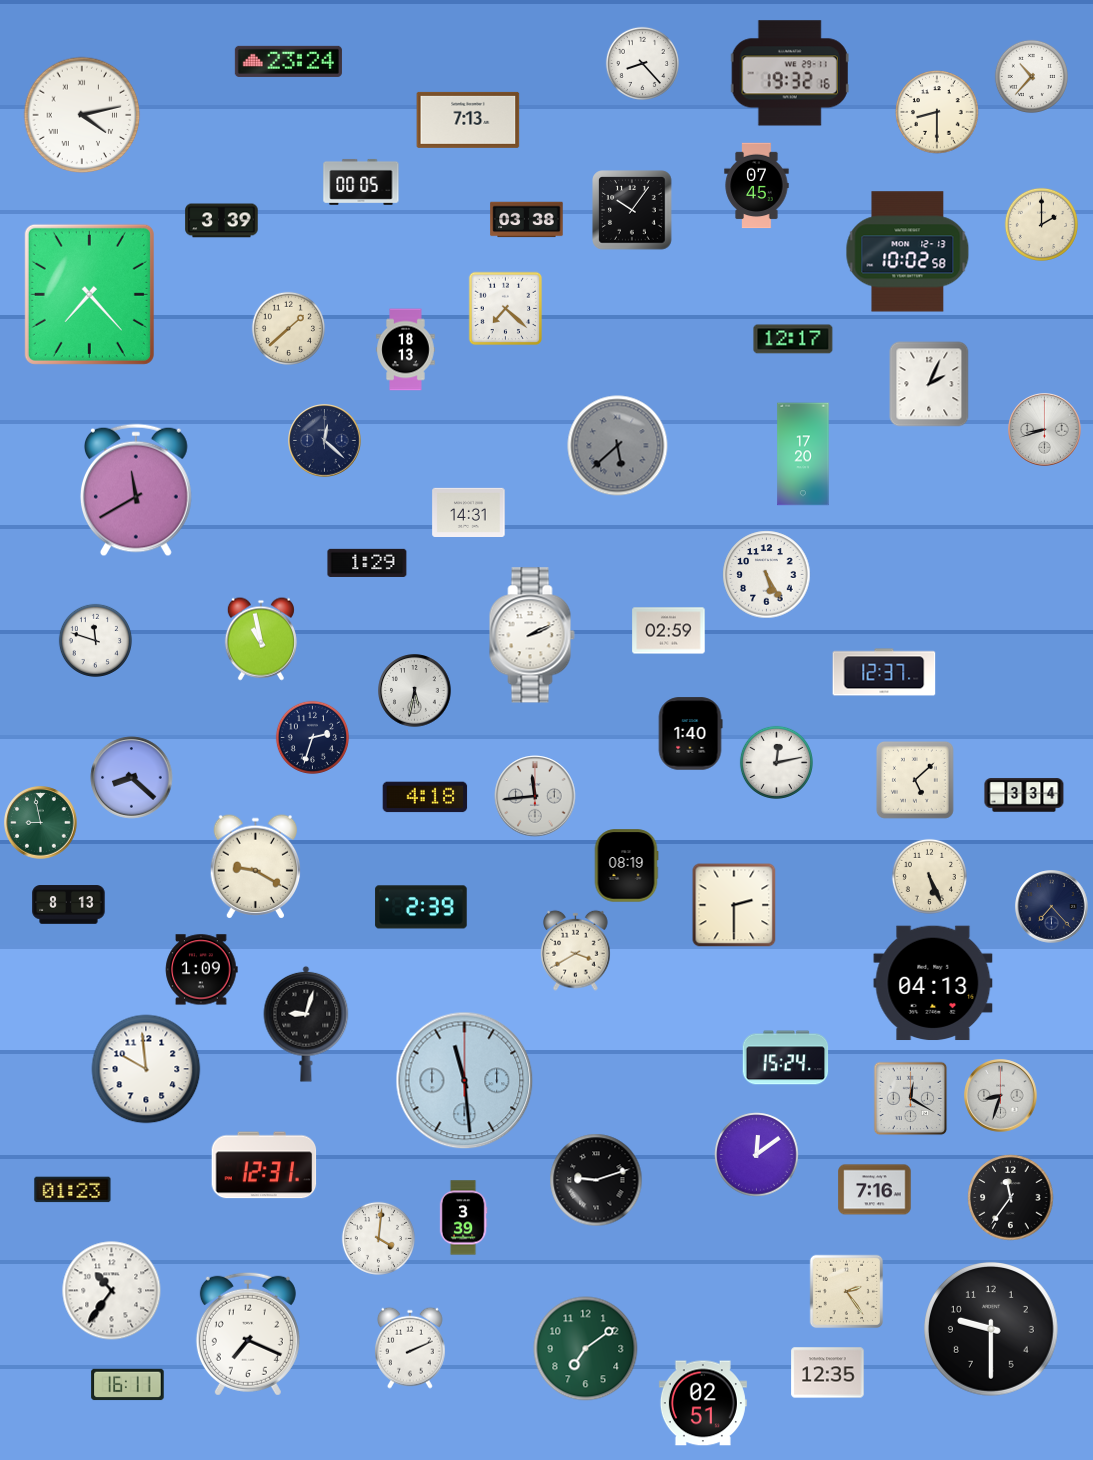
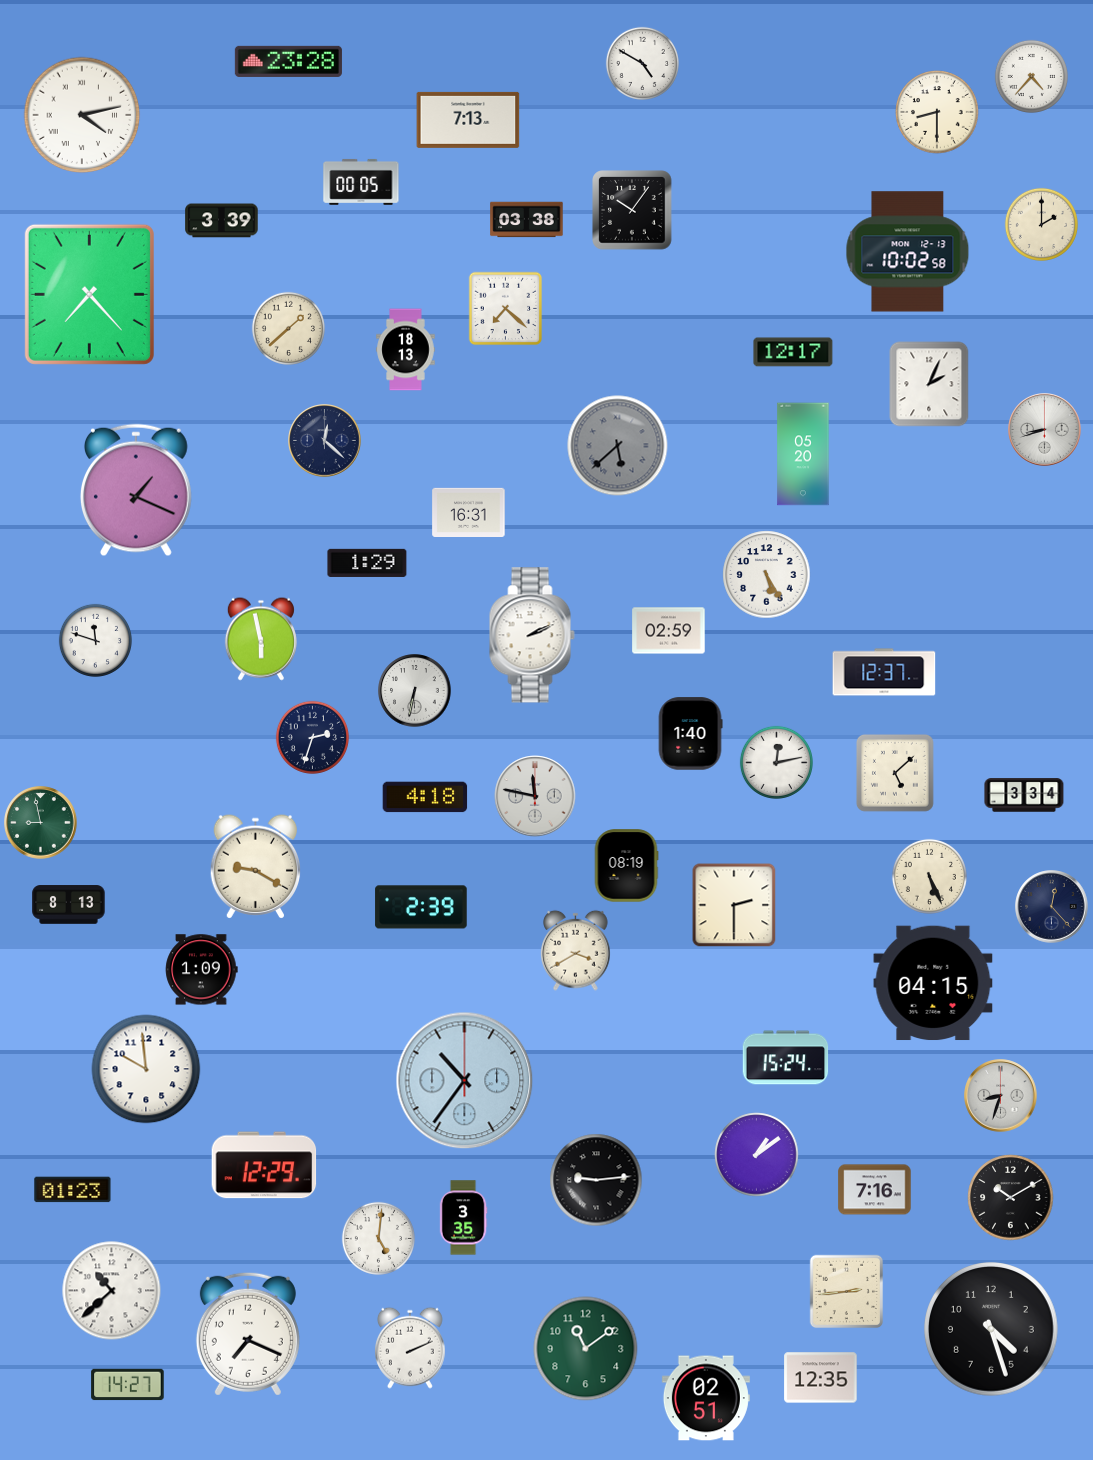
clock at (288, 61): 23:24 -> 23:28
clock at (642, 63): 8:23 -> 4:50
clock at (790, 73): 19:32 -> none
clock at (1031, 76): 10:37 -> 4:37
clock at (757, 186): 07:45 -> none
clock at (793, 339) position: (793, 339) -> (793, 352)
clock at (803, 454): 17:20 -> 05:20
clock at (136, 490): 11:40 -> 1:19
clock at (469, 512): 14:31 -> 16:31
clock at (261, 639): 10:58 -> 5:58
clock at (415, 691): 5:32 -> 6:32
clock at (132, 778): 8:22 -> none
clock at (915, 780) position: (915, 780) -> (895, 773)
clock at (535, 796): 11:44 -> 11:47
clock at (1052, 907): 7:23 -> 12:23
clock at (933, 983): 04:13 -> 04:15
clock at (306, 1024): 9:03 -> none
clock at (465, 1081): 11:29 -> 10:36
clock at (911, 1099): 12:20 -> none
clock at (757, 1155): 12:09 -> 1:09
clock at (264, 1165): 12:31 -> 12:29
clock at (596, 1180): 9:12 -> 9:14
clock at (1011, 1198): 11:36 -> 10:10
clock at (463, 1218): 3:39 -> 3:35
clock at (378, 1238): 4:01 -> 5:01
clock at (112, 1291): 10:36 -> 10:38
clock at (847, 1292): 2:24 -> 2:44
clock at (992, 1330): 9:30 -> 4:27
clock at (586, 1349): 7:09 -> 11:09
clock at (828, 1373) position: (828, 1373) -> (821, 1378)
clock at (128, 1385): 16:11 -> 14:27
clock at (703, 1403) position: (703, 1403) -> (706, 1398)
